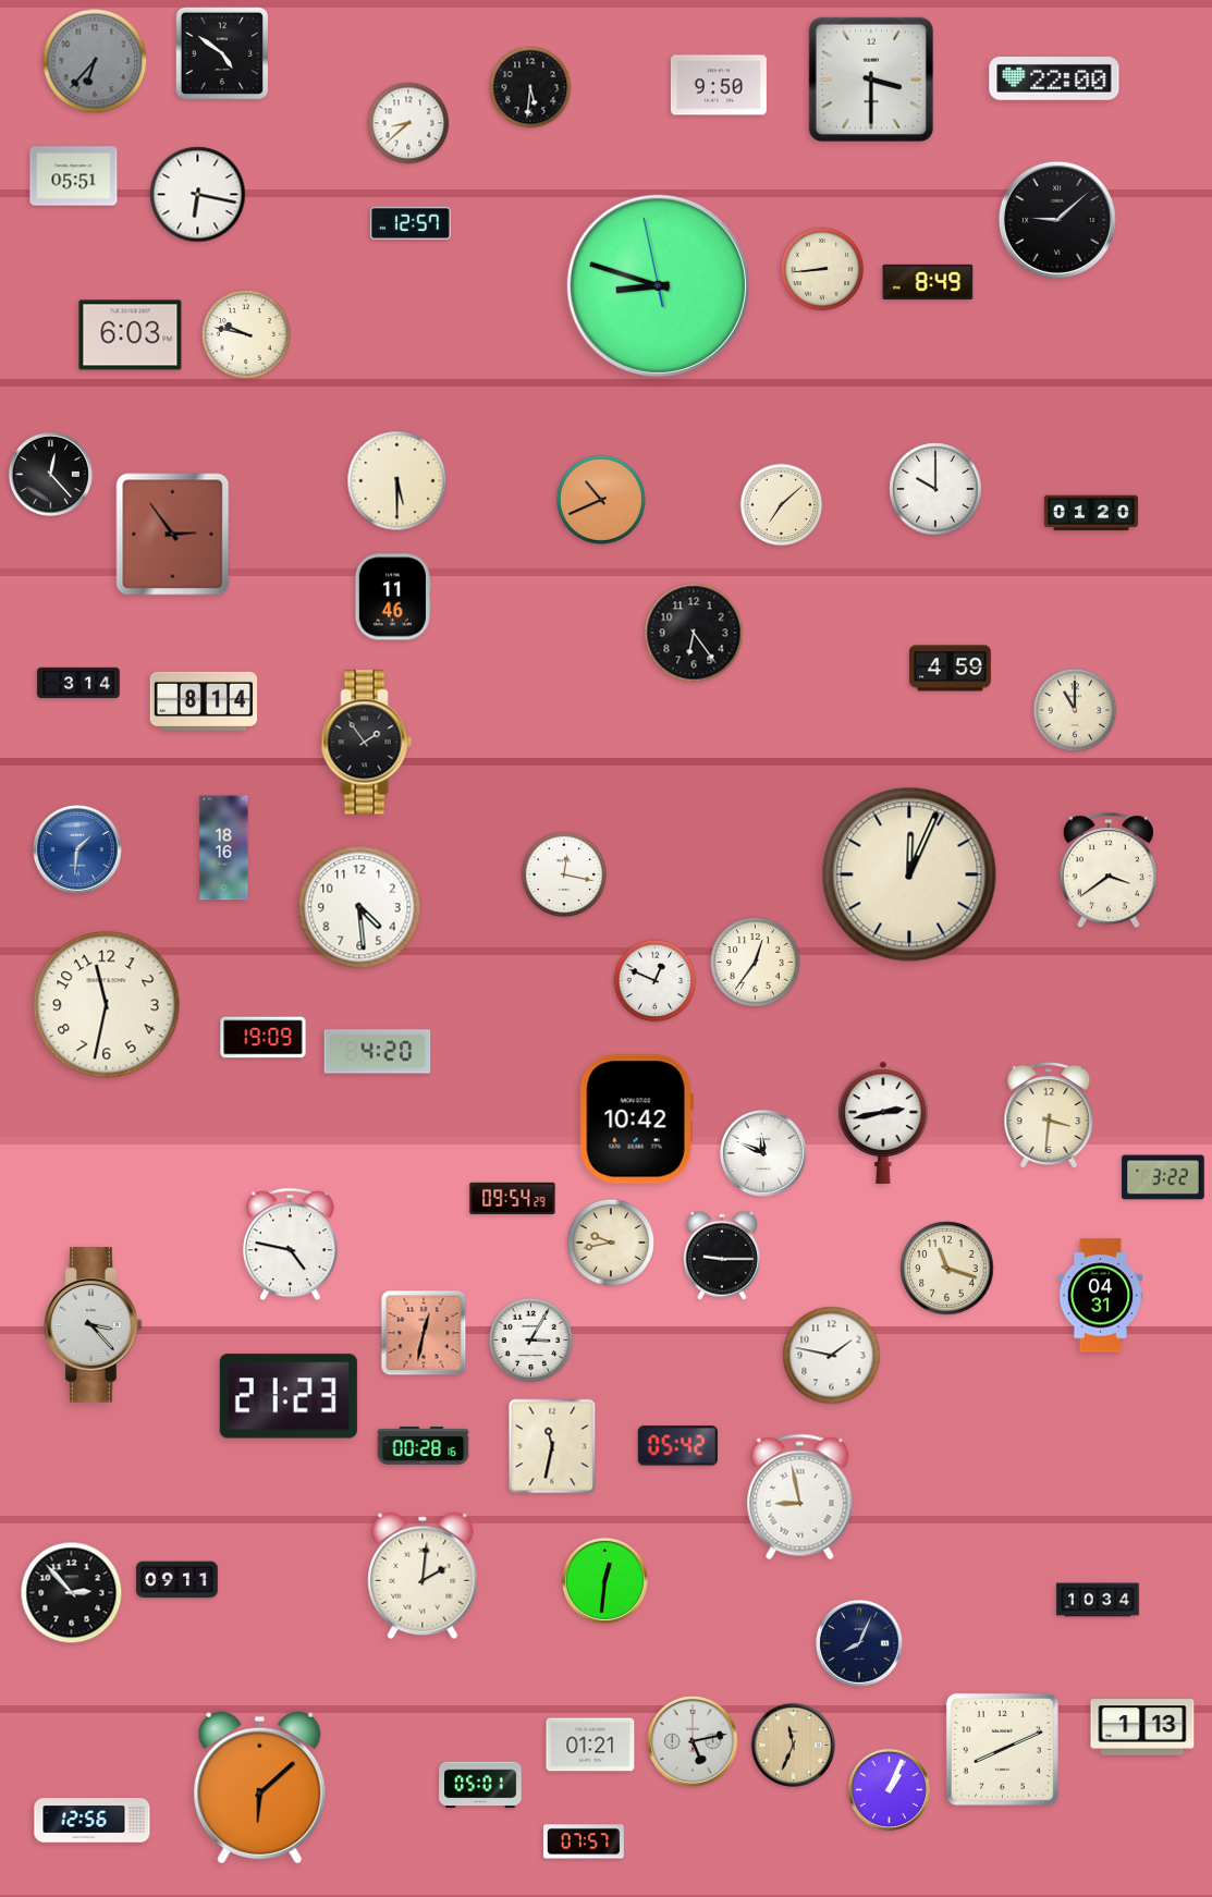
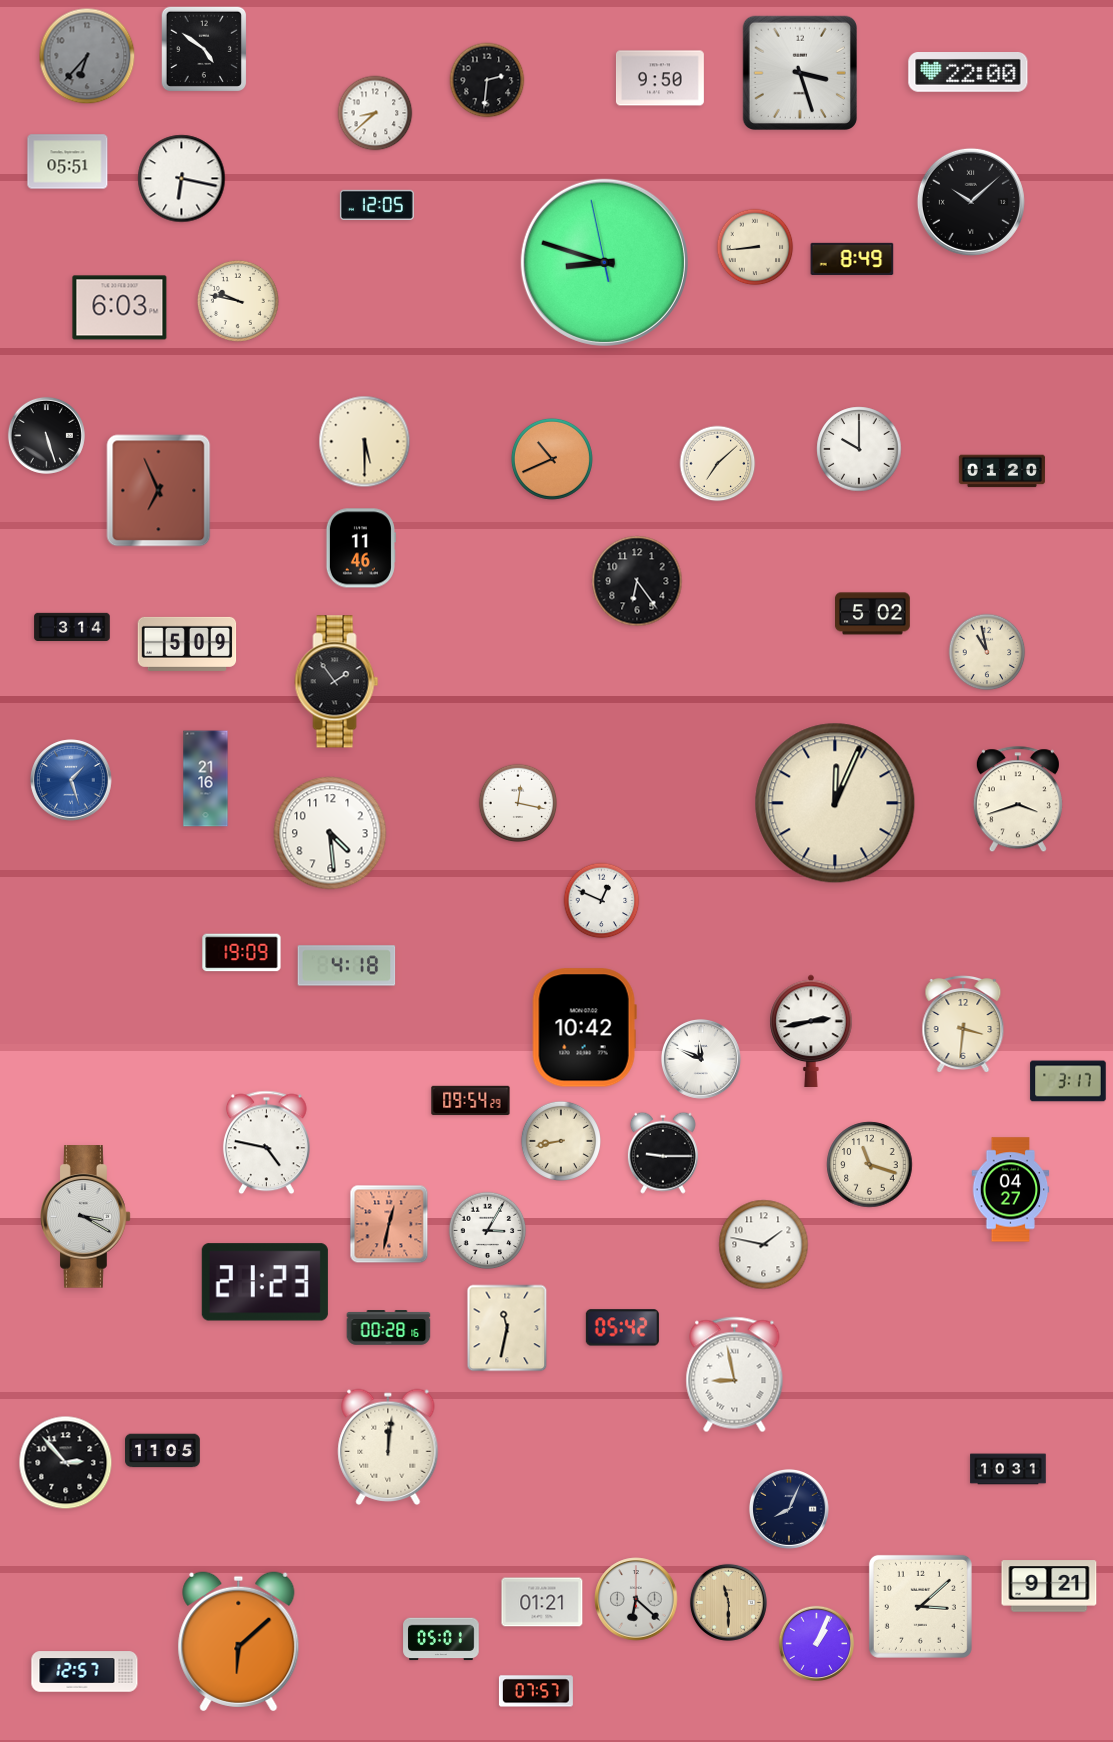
clock at (871, 79): 3:30 -> 3:27
clock at (530, 87): 5:31 -> 2:31
clock at (1057, 220): 9:08 -> 10:08
clock at (411, 223): 12:57 -> 12:05
clock at (246, 334) position: (246, 334) -> (238, 301)
clock at (50, 474): 12:23 -> 5:27
clock at (173, 535): 2:54 -> 6:56
clock at (951, 669): 4:59 -> 5:02
clock at (204, 701): 8:14 -> 5:09
clock at (1075, 710): 11:00 -> 10:58
clock at (224, 848): 18:16 -> 21:16
clock at (77, 849): 1:31 -> 1:27
clock at (1109, 871): 3:39 -> 3:42
clock at (756, 963): 12:36 -> none
clock at (107, 1005): 11:32 -> none
clock at (378, 1052): 4:20 -> 4:18
clock at (1163, 1177): 3:22 -> 3:17
clock at (611, 1243): 9:43 -> 8:43
clock at (1101, 1296): 04:31 -> 04:27
clock at (94, 1325): 3:23 -> 3:20
clock at (423, 1576): 2:01 -> 12:01
clock at (177, 1580): 09:11 -> 11:05
clock at (604, 1580): 12:31 -> none
clock at (1098, 1600): 10:34 -> 10:31
clock at (1142, 1727): 1:13 -> 9:21
clock at (693, 1741): 5:13 -> 6:22
clock at (793, 1745): 11:34 -> 11:30
clock at (1002, 1749): 8:11 -> 3:08
clock at (93, 1821): 12:56 -> 12:57
